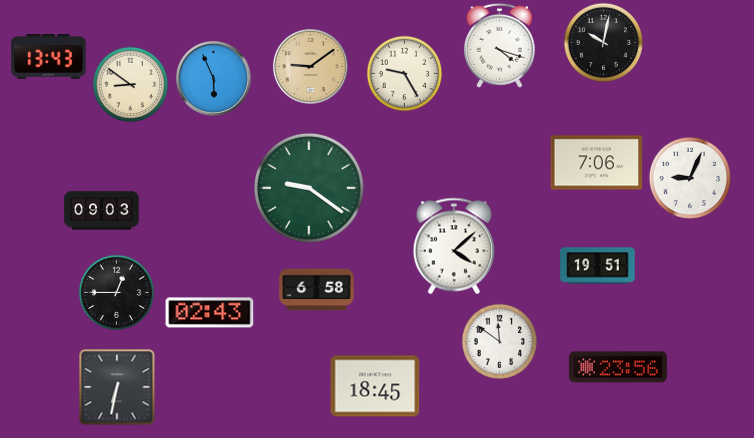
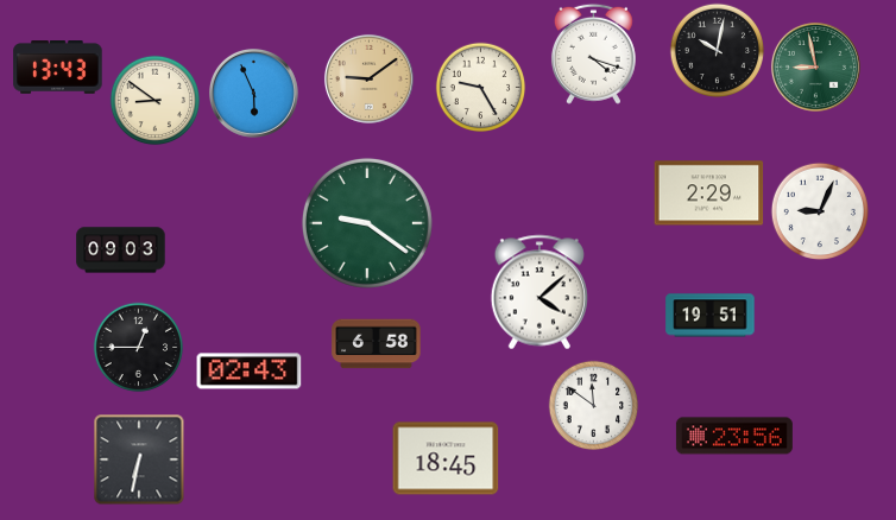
clock at (815, 66): none -> 8:58
clock at (597, 163): 7:06 -> 2:29
